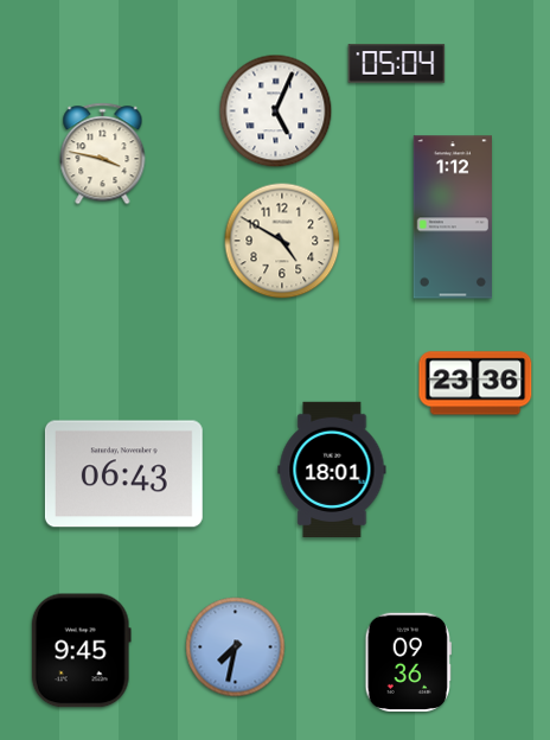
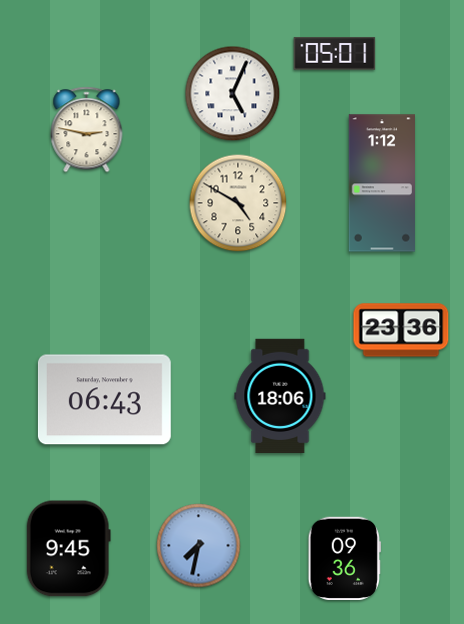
clock at (397, 64): 05:04 -> 05:01
clock at (103, 154): 3:47 -> 2:47
clock at (475, 383) position: (475, 383) -> (401, 330)
clock at (332, 468): 18:01 -> 18:06
